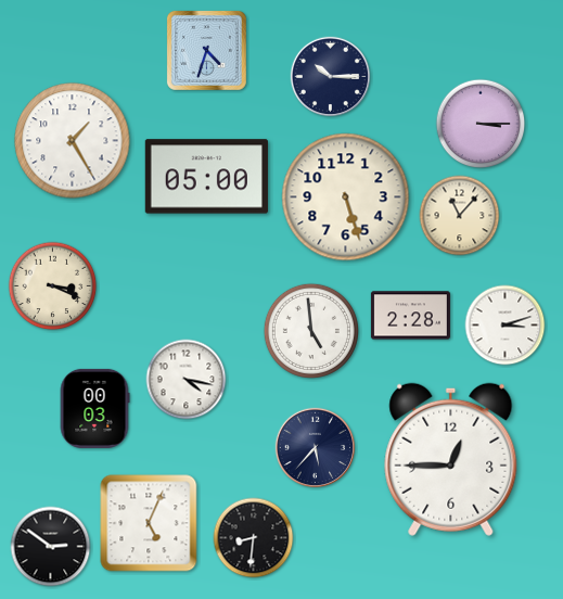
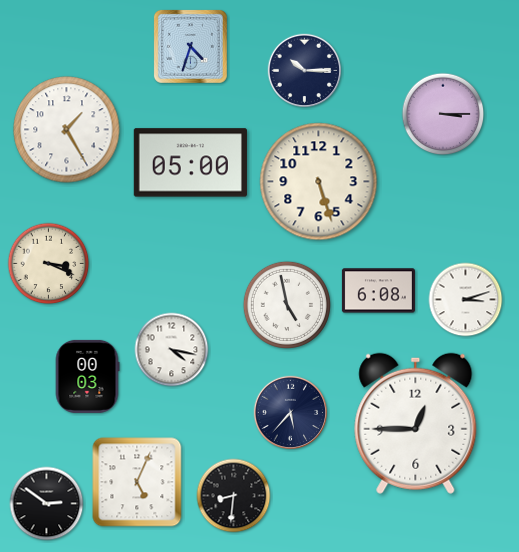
clock at (460, 216): 11:07 -> none
clock at (410, 316): 2:28 -> 6:08
clock at (311, 331): 4:59 -> 4:58
